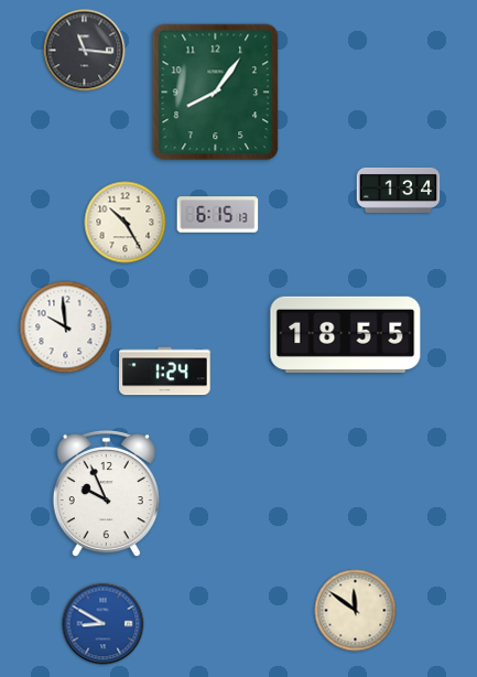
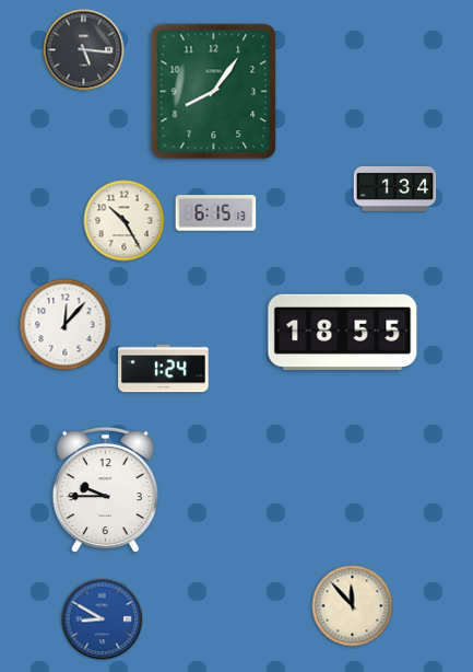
clock at (85, 51): 11:16 -> 5:16
clock at (66, 327): 9:59 -> 12:07
clock at (106, 494): 9:56 -> 9:45
clock at (356, 611): 11:51 -> 11:53
